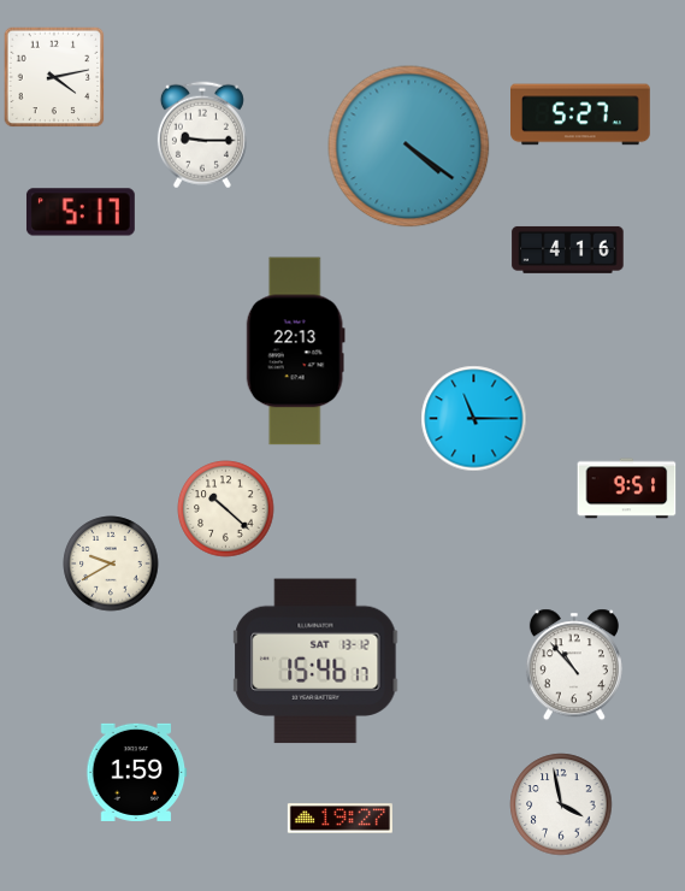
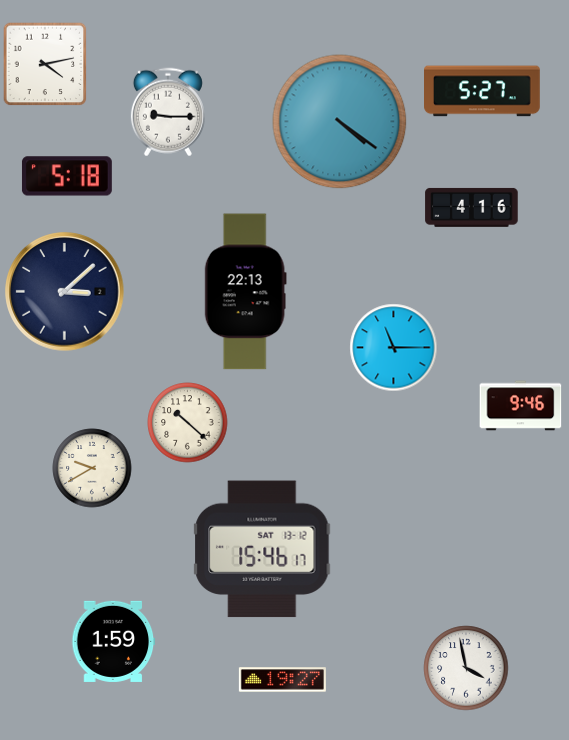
clock at (581, 114) position: (581, 114) -> (483, 91)
clock at (81, 212): 5:17 -> 5:18
clock at (65, 292): none -> 3:08
clock at (627, 489): 9:51 -> 9:46
clock at (574, 665): 10:53 -> none
